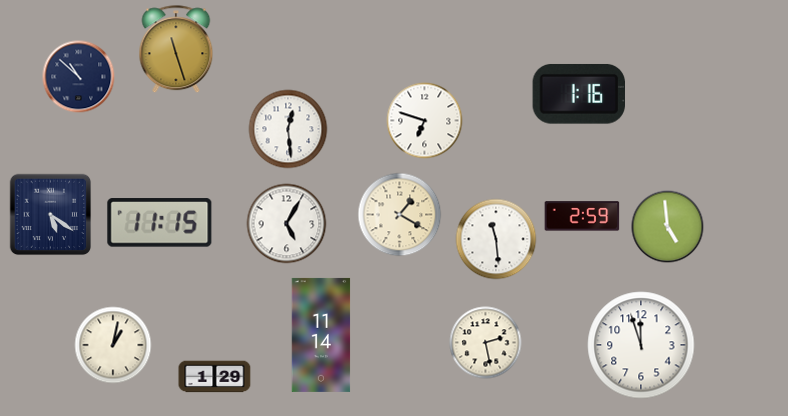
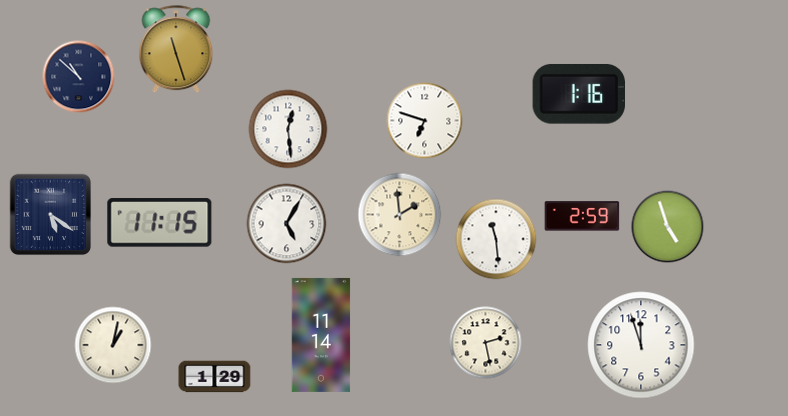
clock at (400, 215): 1:20 -> 1:59
clock at (668, 227): 4:59 -> 4:57
